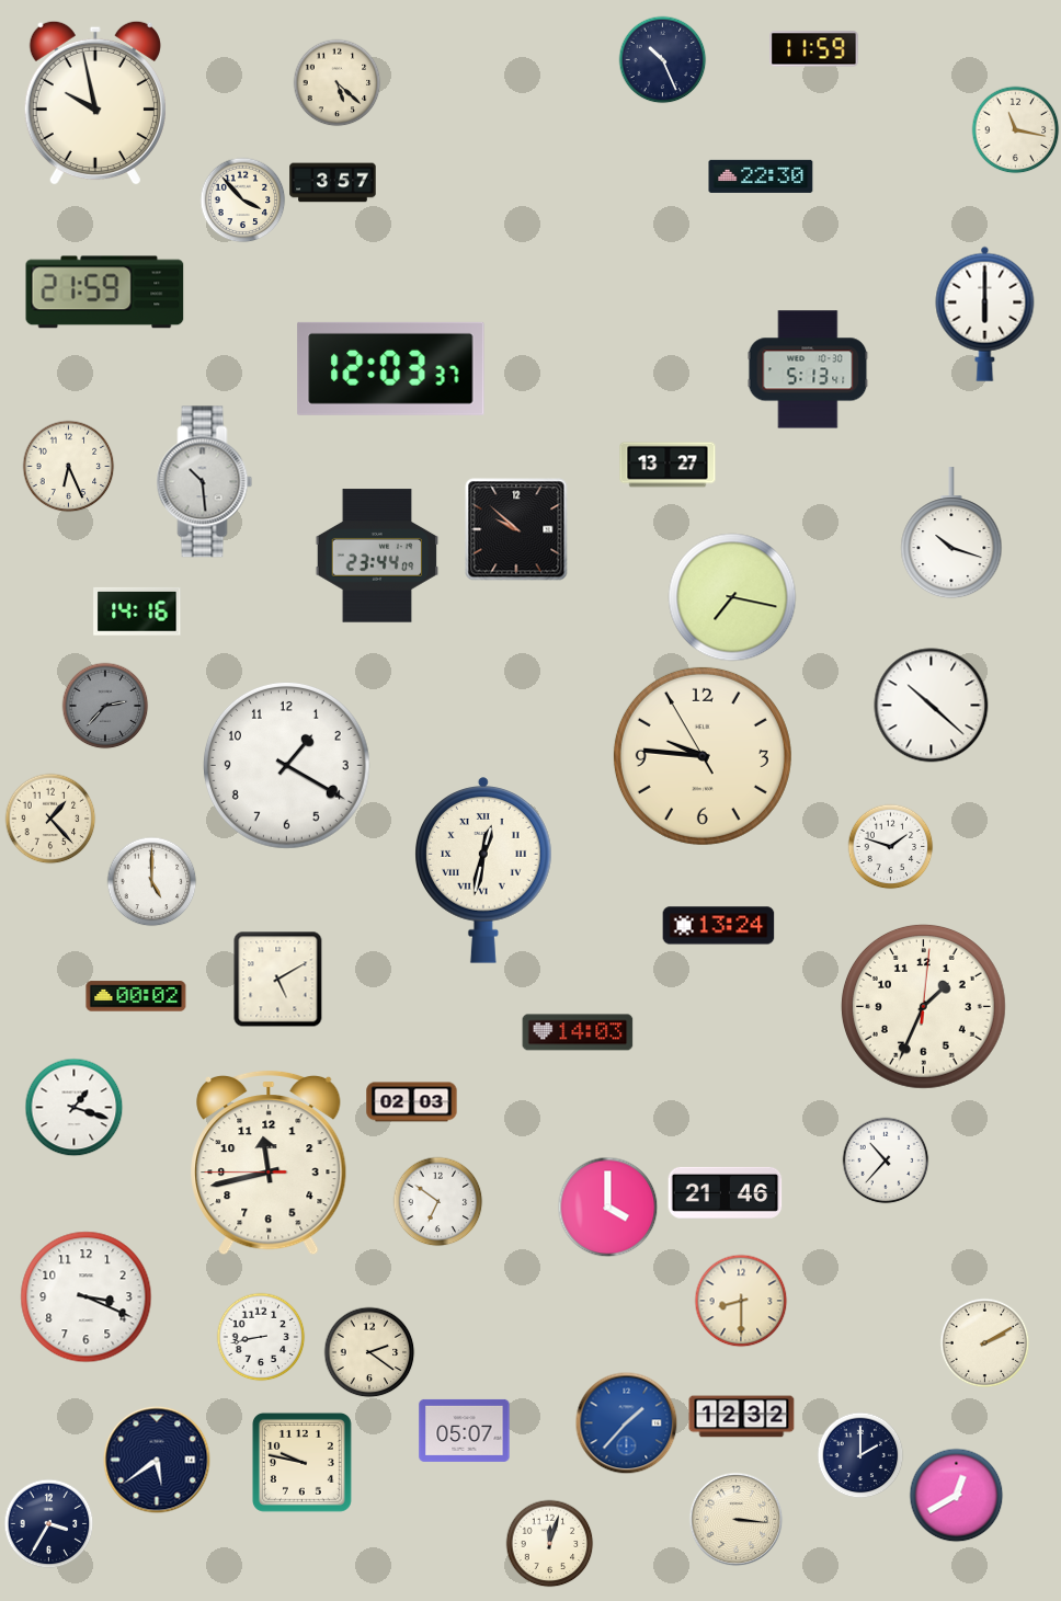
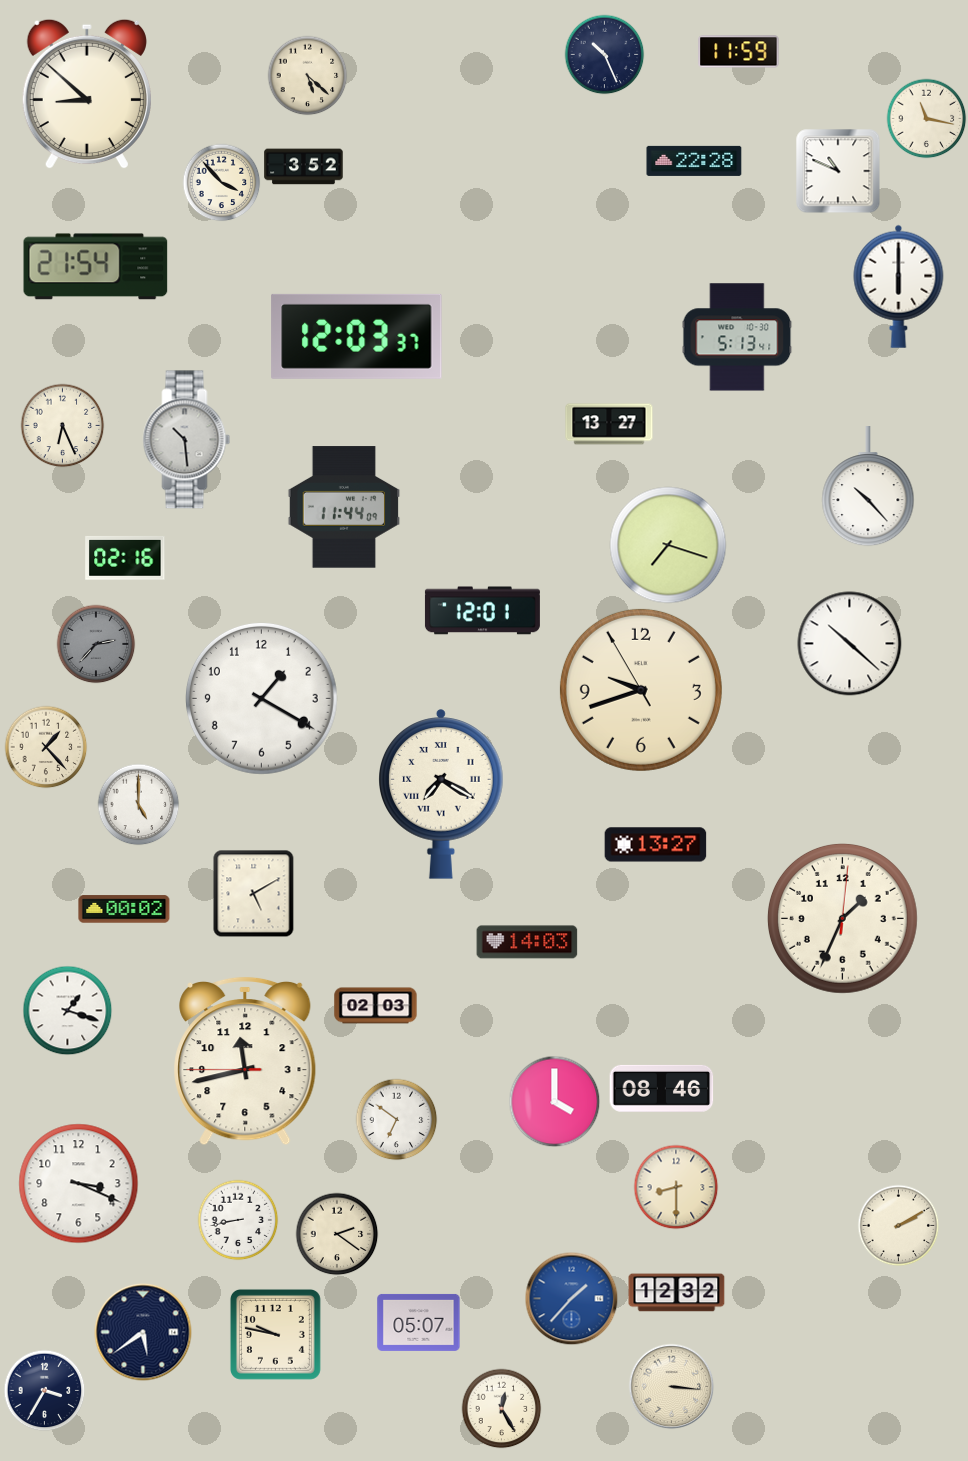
clock at (814, 49) position: (814, 49) -> (739, 52)
clock at (95, 103): 9:58 -> 8:52
clock at (761, 176): 22:30 -> 22:28
clock at (333, 183): 3:57 -> 3:52
clock at (838, 171): none -> 10:49
clock at (105, 293): 21:59 -> 21:54
clock at (516, 529): 9:52 -> none
clock at (951, 534): 10:18 -> 10:23
clock at (377, 556): 23:44 -> 11:44
clock at (732, 597): 7:17 -> 7:18
clock at (137, 611): 14:16 -> 02:16
clock at (482, 611): none -> 12:01
clock at (703, 756): 9:45 -> 9:41
clock at (890, 846): 1:48 -> none
clock at (484, 870): 12:32 -> 7:20
clock at (719, 926): 13:24 -> 13:27
clock at (886, 1160): 10:37 -> none
clock at (726, 1192): 21:46 -> 08:46
clock at (437, 1201) position: (437, 1201) -> (396, 1119)
clock at (465, 1430) position: (465, 1430) -> (419, 1322)
clock at (860, 1455): 2:00 -> none
clock at (956, 1495): 12:40 -> none
clock at (549, 1543): 12:03 -> 12:25
